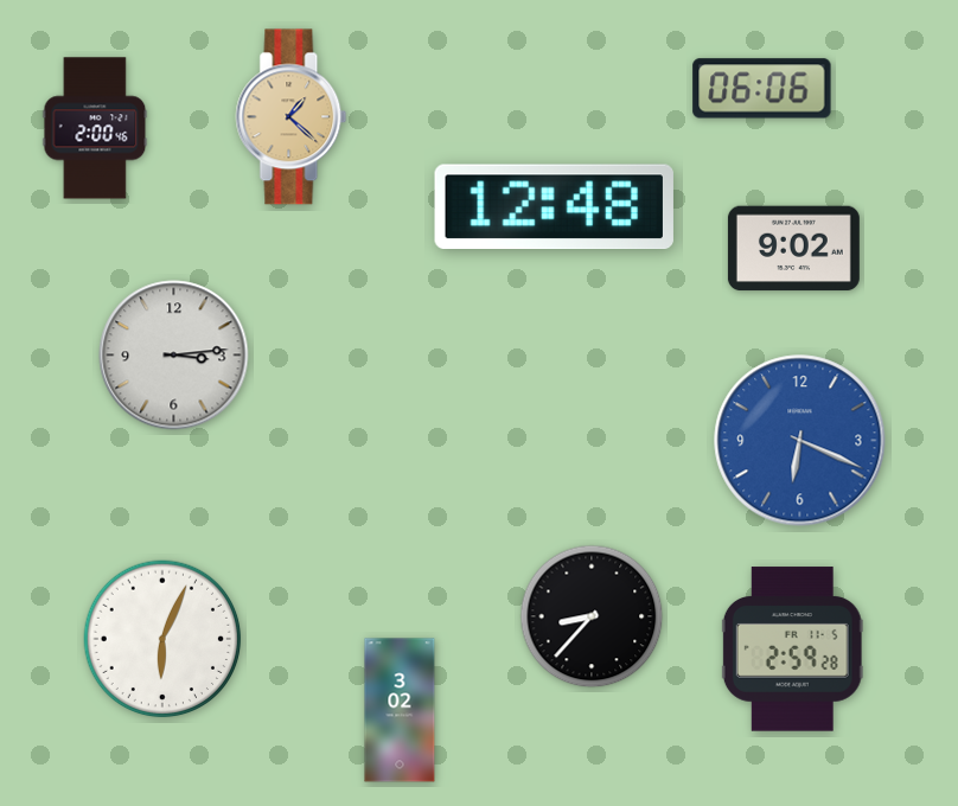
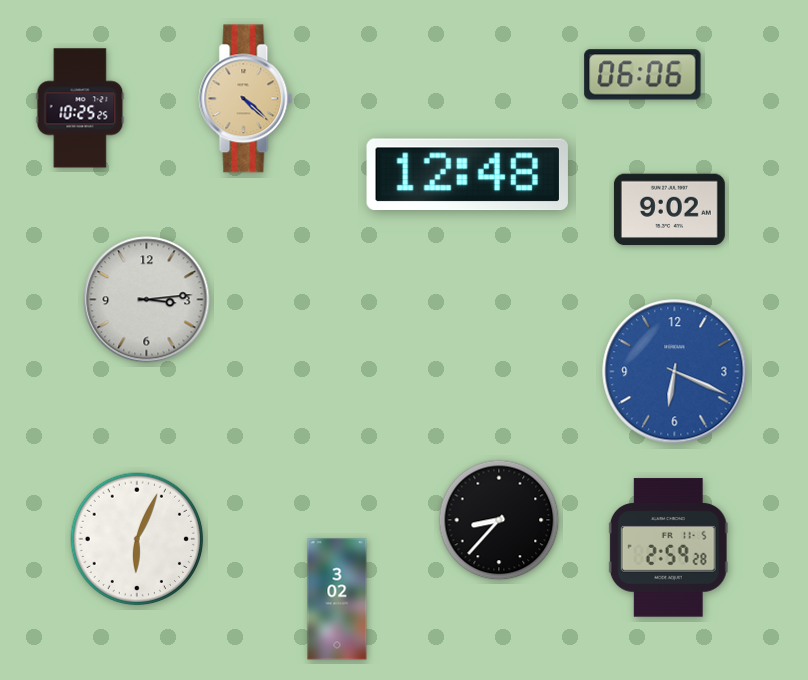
clock at (292, 117): 1:22 -> 4:22
clock at (95, 128): 2:00 -> 10:25
